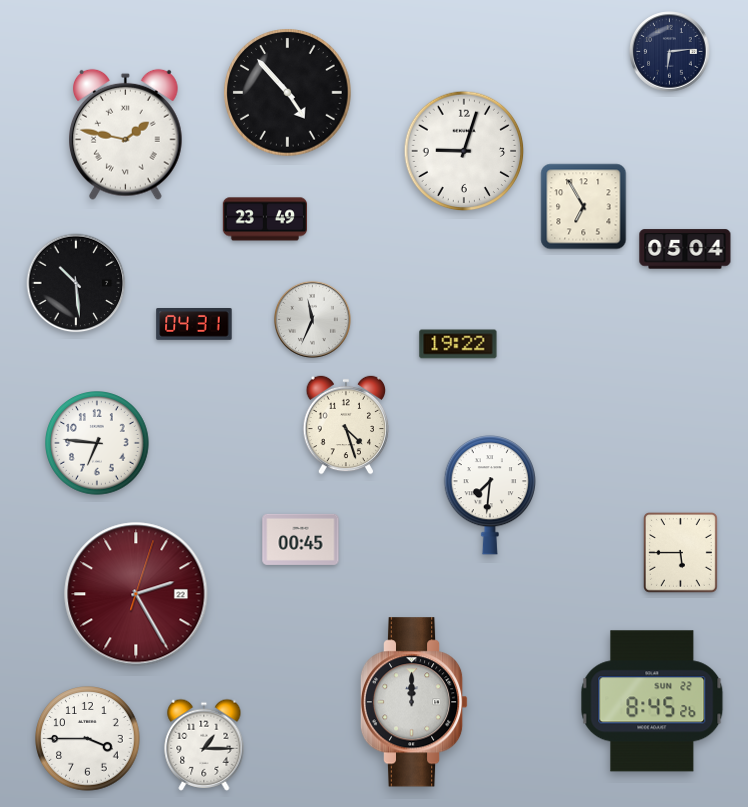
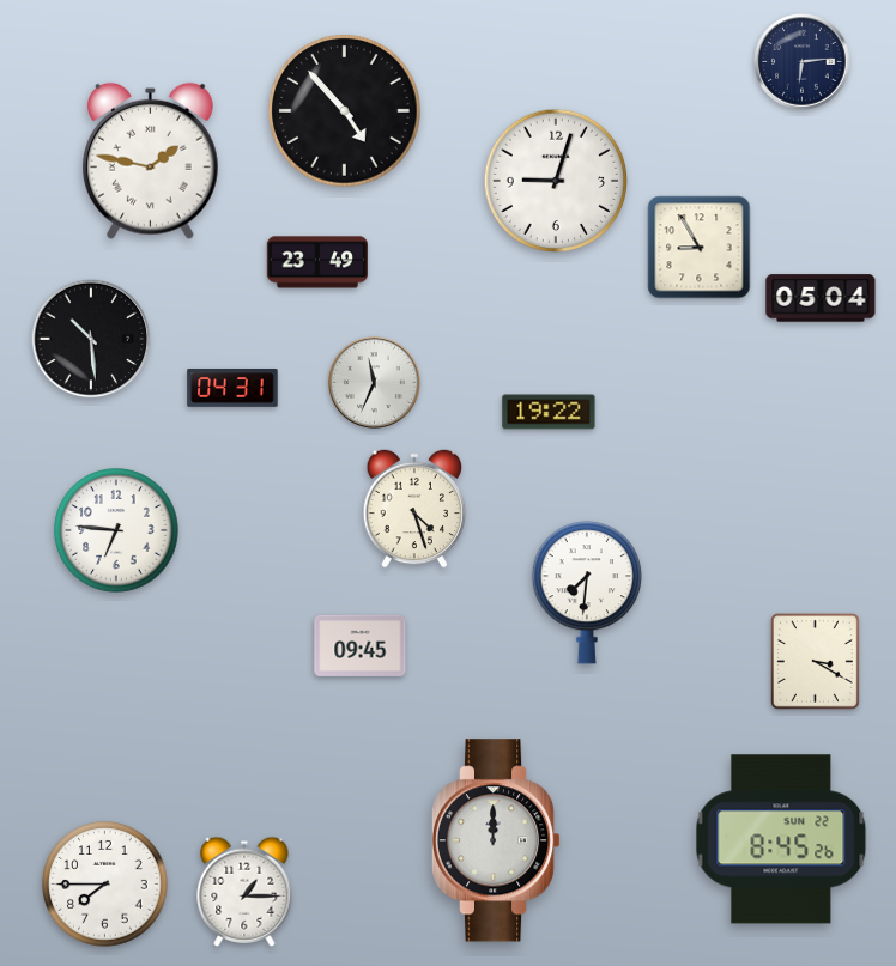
clock at (584, 207): 6:55 -> 8:55
clock at (301, 539): 00:45 -> 09:45
clock at (681, 553): 5:45 -> 3:20
clock at (136, 594): 2:25 -> none
clock at (88, 739): 3:45 -> 7:45
